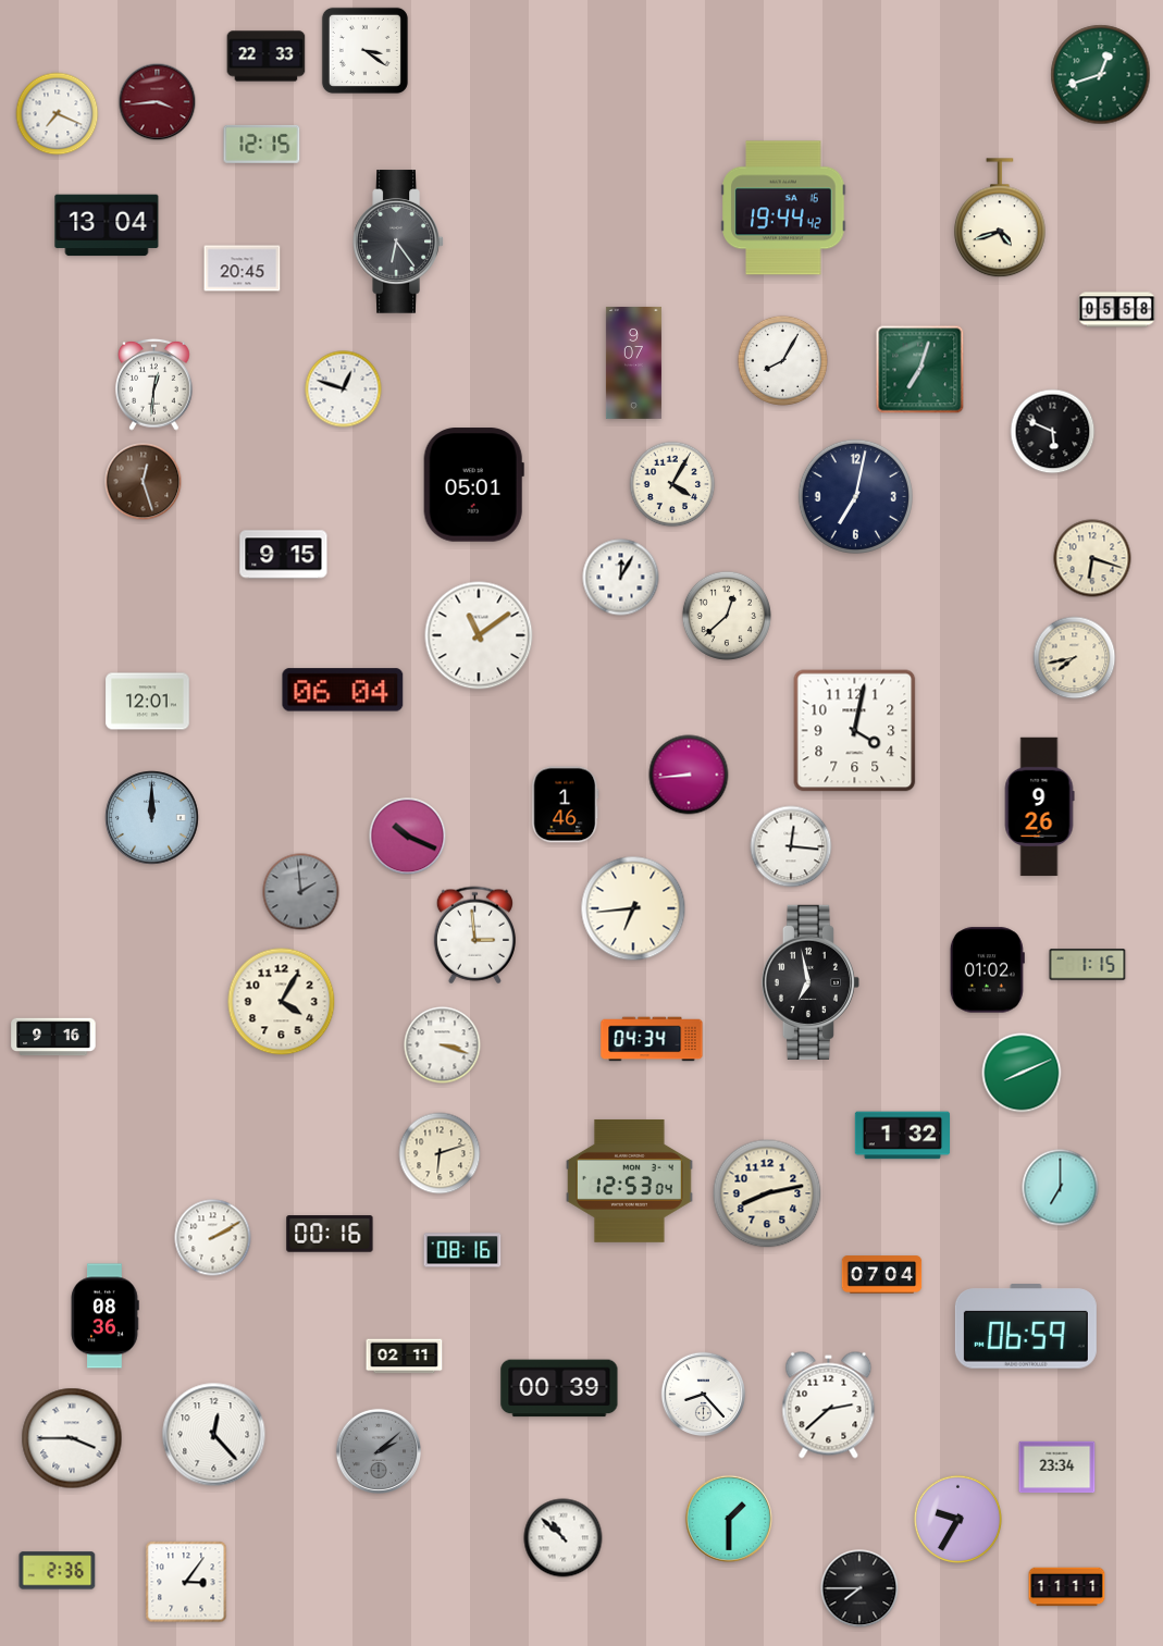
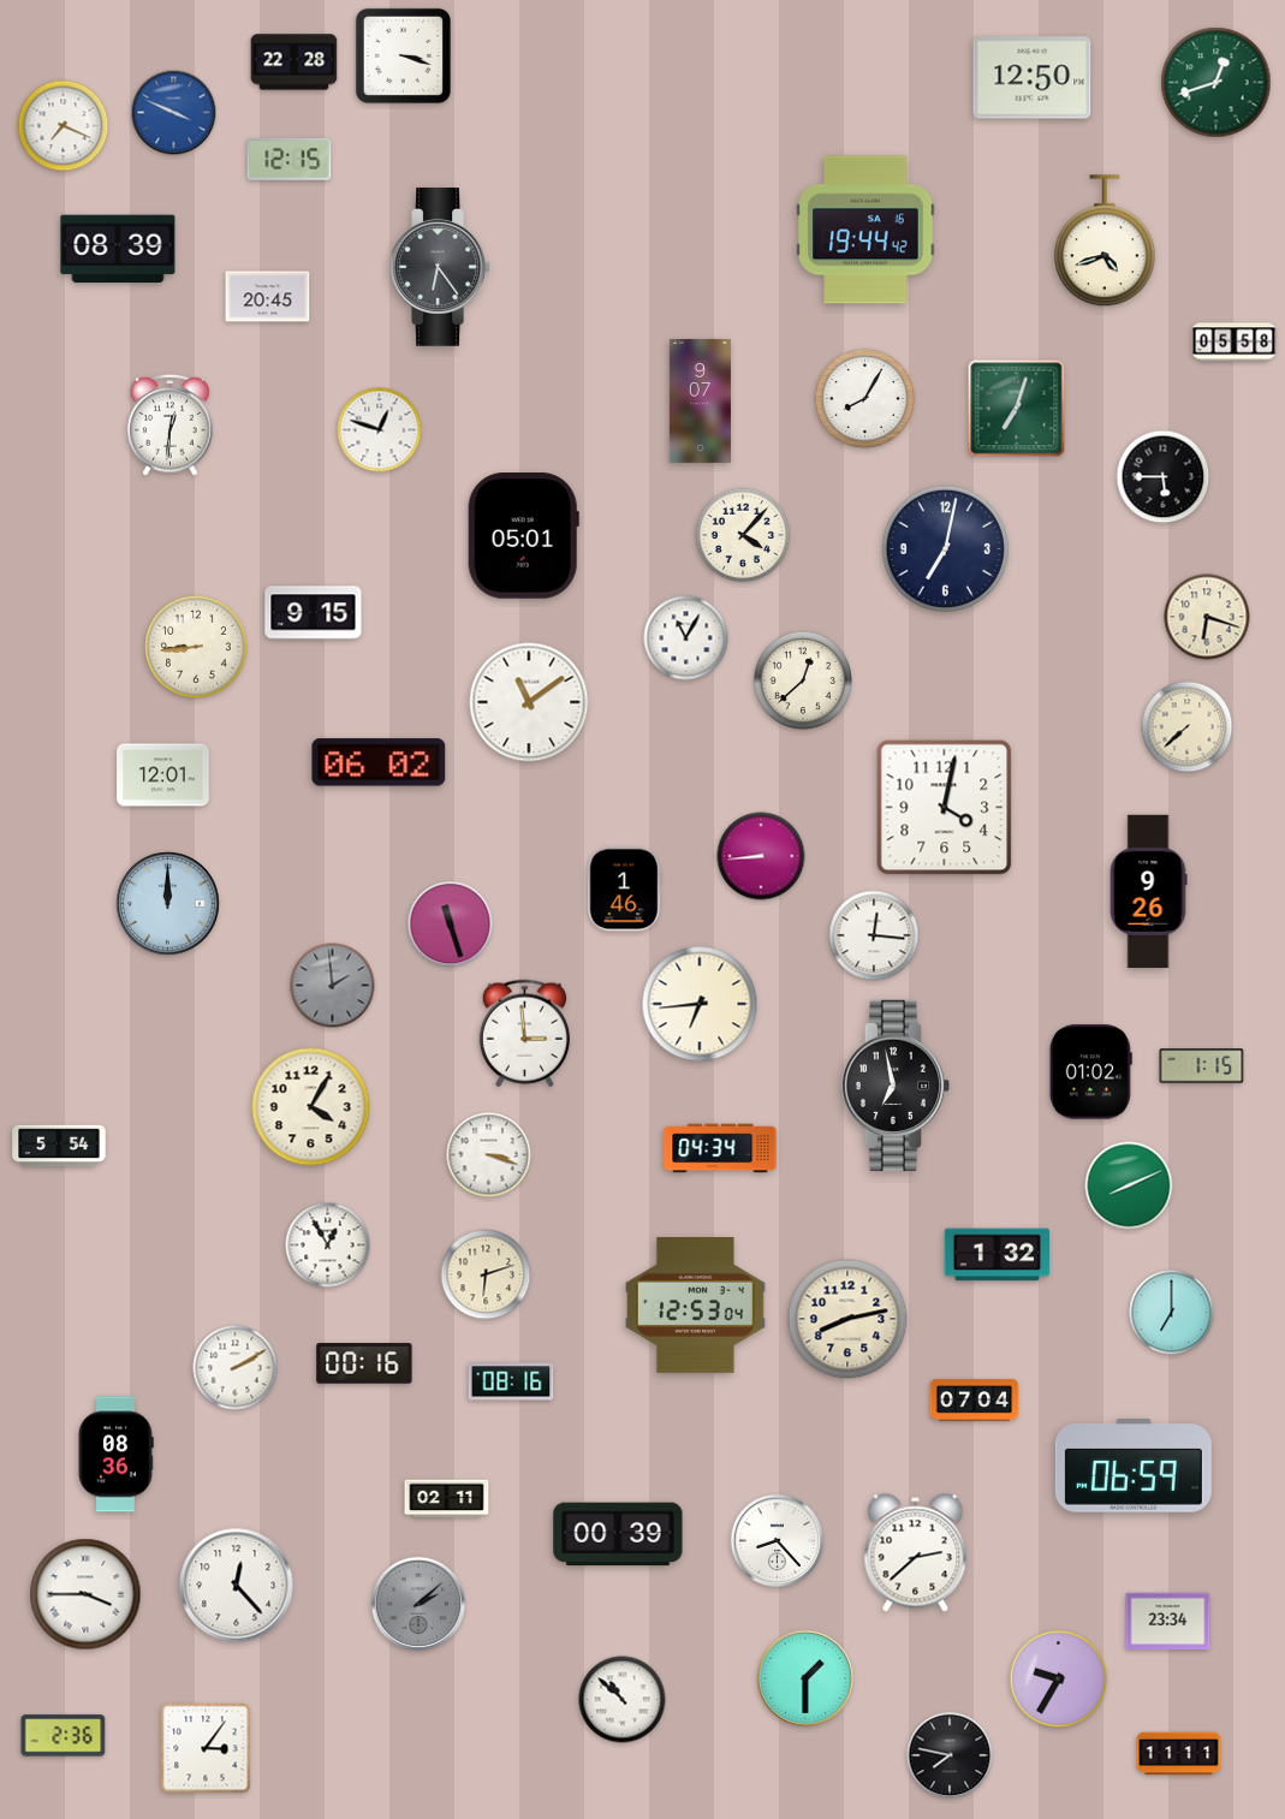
clock at (364, 50): 3:21 -> 3:18
clock at (267, 57): 22:33 -> 22:28
clock at (1033, 78): none -> 12:50
clock at (158, 102): 3:44 -> 3:49
clock at (158, 102) dial: burgundy -> blue
clock at (107, 225): 13:04 -> 08:39
clock at (1053, 432): 5:49 -> 5:45
clock at (144, 482): 12:27 -> none
clock at (672, 484): 4:05 -> 4:07
clock at (621, 578): 12:05 -> 11:05
clock at (197, 648): none -> 8:44
clock at (1075, 658): 7:43 -> 7:38
clock at (343, 690): 06:04 -> 06:02
clock at (408, 837): 10:19 -> 11:27
clock at (53, 1037): 9:16 -> 5:54
clock at (328, 1246): none -> 12:55
clock at (882, 1275) position: (882, 1275) -> (975, 1401)
clock at (72, 1438) position: (72, 1438) -> (85, 1594)
clock at (859, 1588): 7:45 -> 7:47
